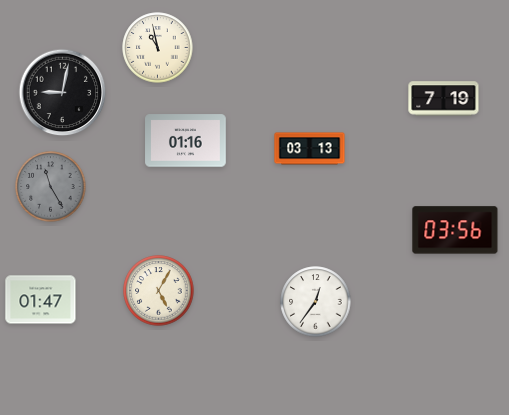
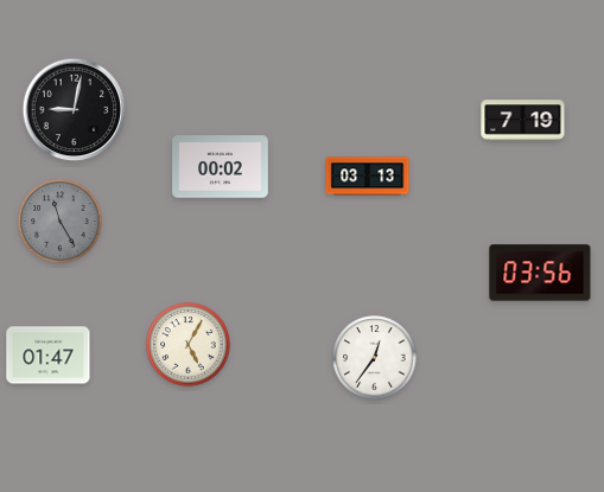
clock at (158, 48): 10:58 -> none
clock at (444, 99) position: (444, 99) -> (523, 121)
clock at (186, 141): 01:16 -> 00:02
